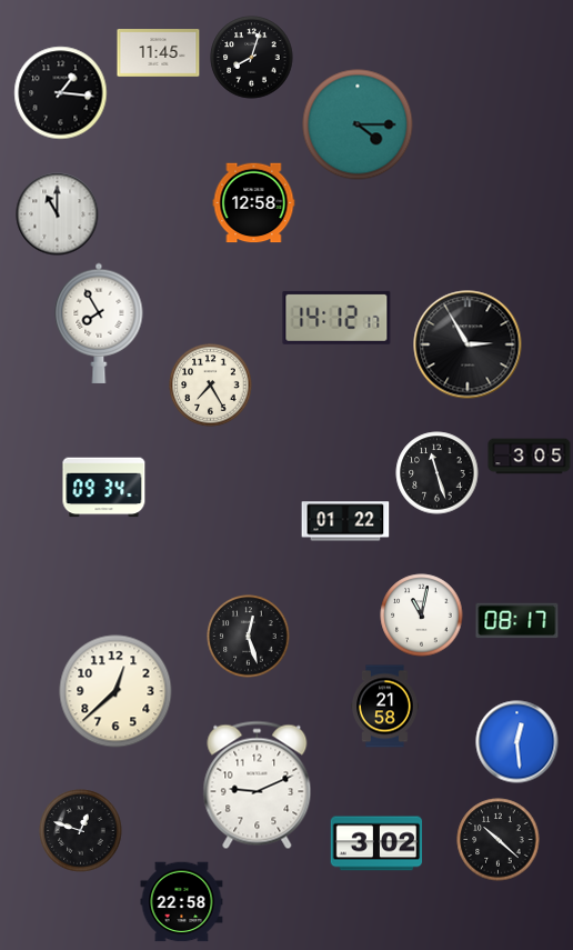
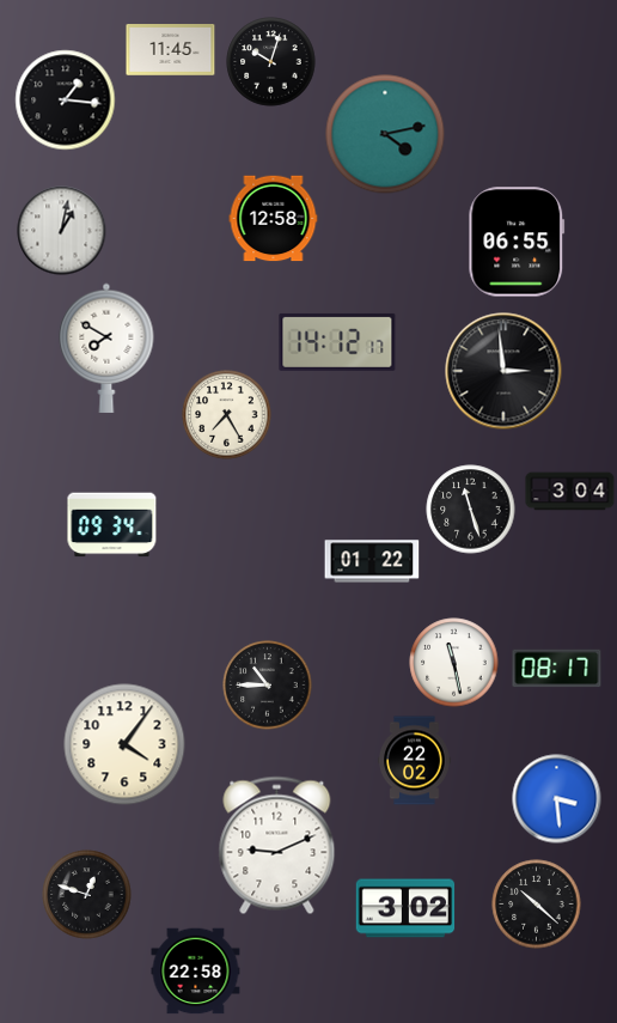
clock at (159, 53) position: (159, 53) -> (171, 50)
clock at (252, 58): 8:03 -> 10:03
clock at (358, 124): 4:15 -> 4:13
clock at (58, 214): 11:00 -> 1:02
clock at (517, 242): none -> 06:55
clock at (336, 318) position: (336, 318) -> (337, 342)
clock at (99, 323): 7:55 -> 7:50
clock at (468, 344): 2:55 -> 2:59
clock at (530, 457): 3:05 -> 3:04
clock at (422, 616): 11:02 -> 11:28
clock at (249, 637): 12:27 -> 10:45
clock at (115, 691): 12:38 -> 4:06
clock at (385, 707): 21:58 -> 22:02
clock at (517, 742): 12:29 -> 3:29
